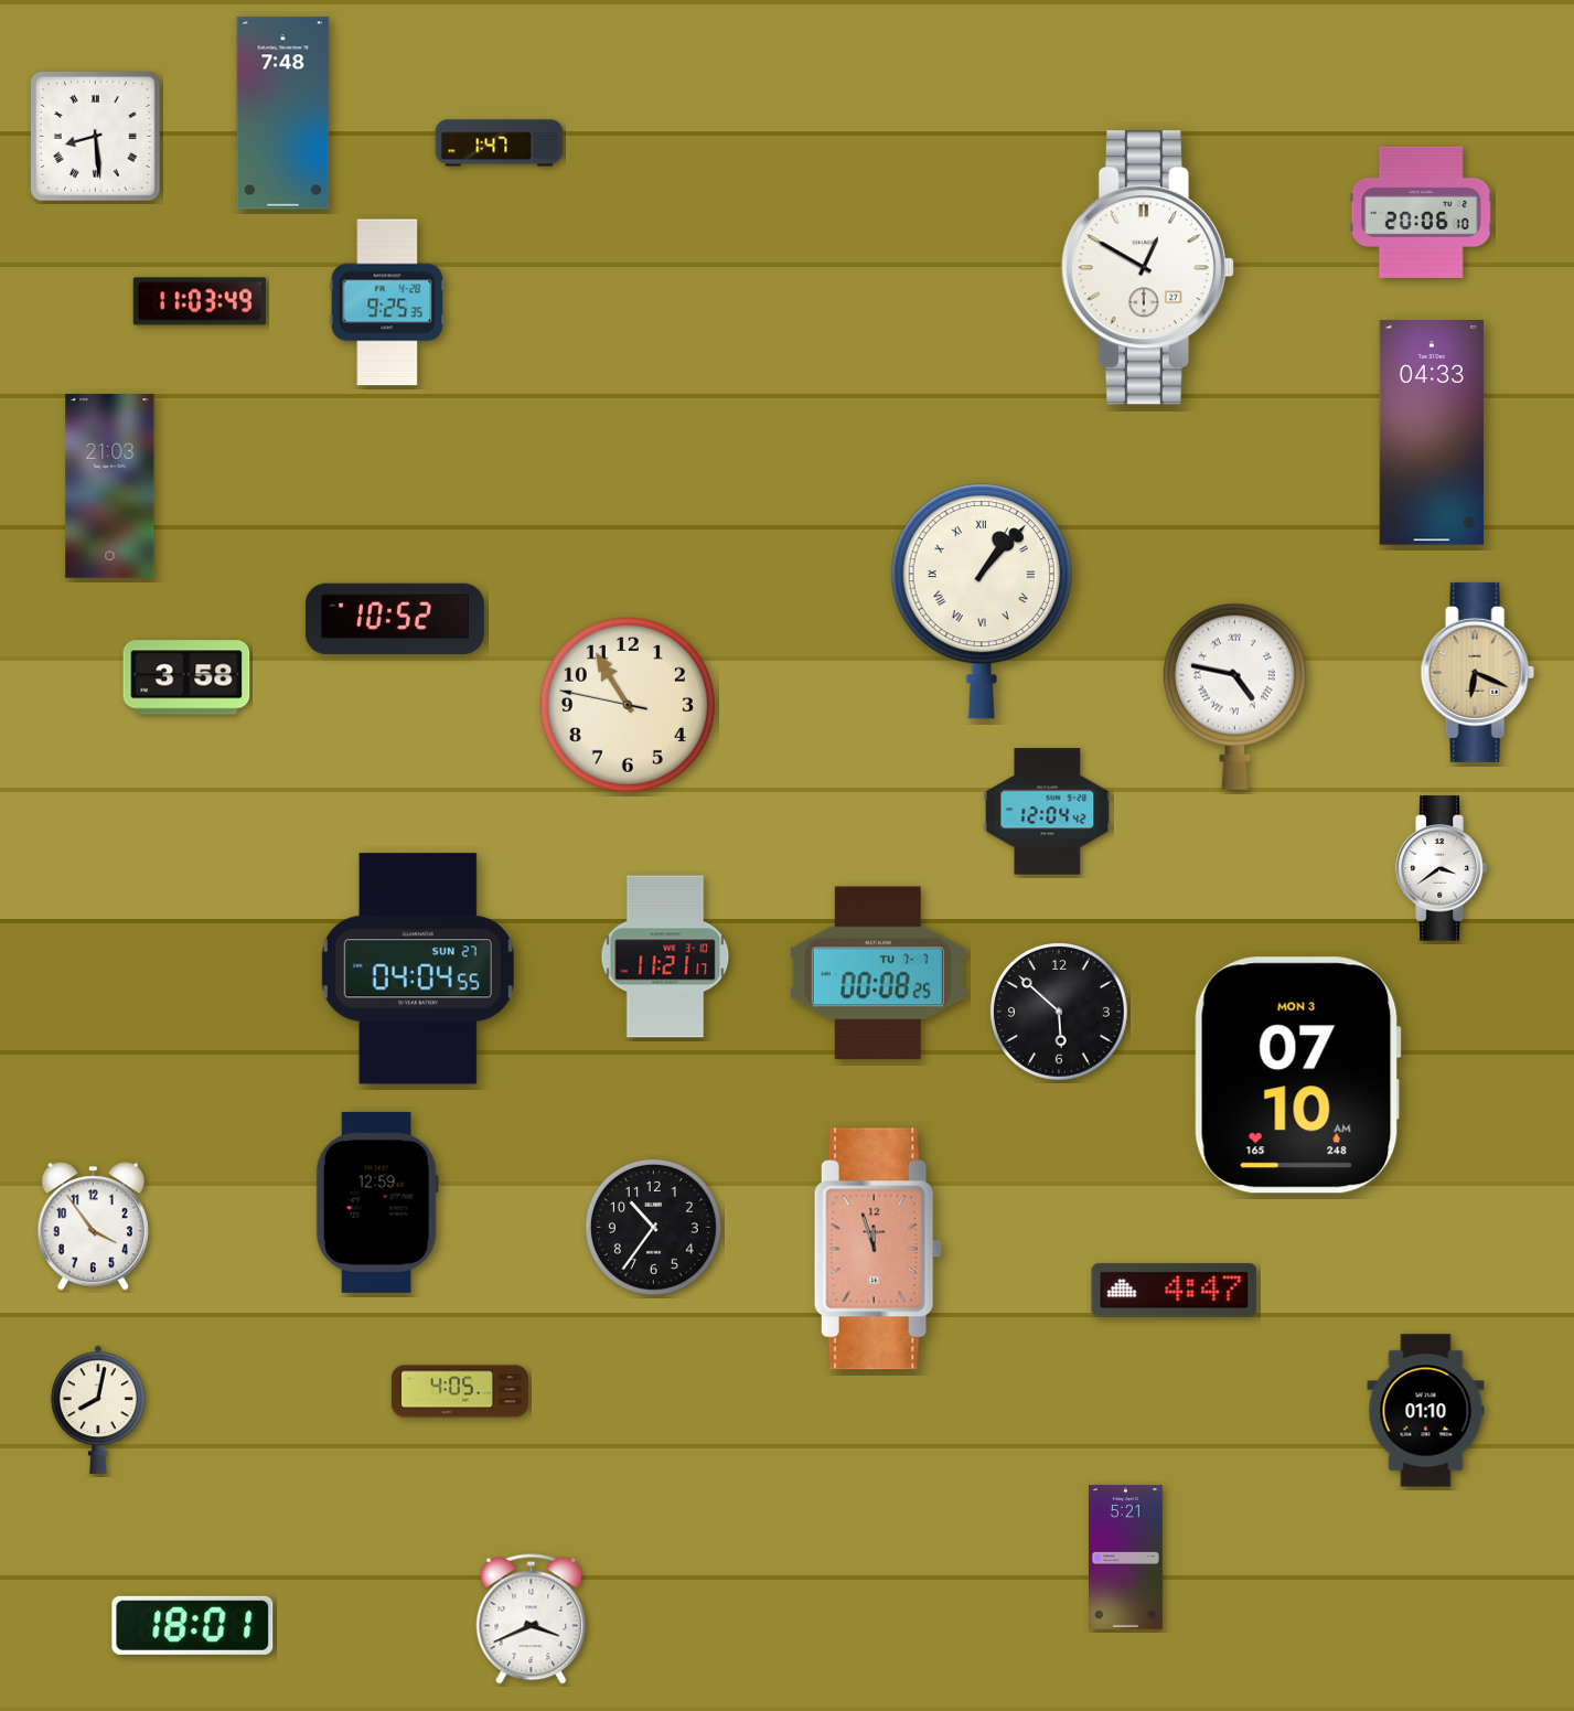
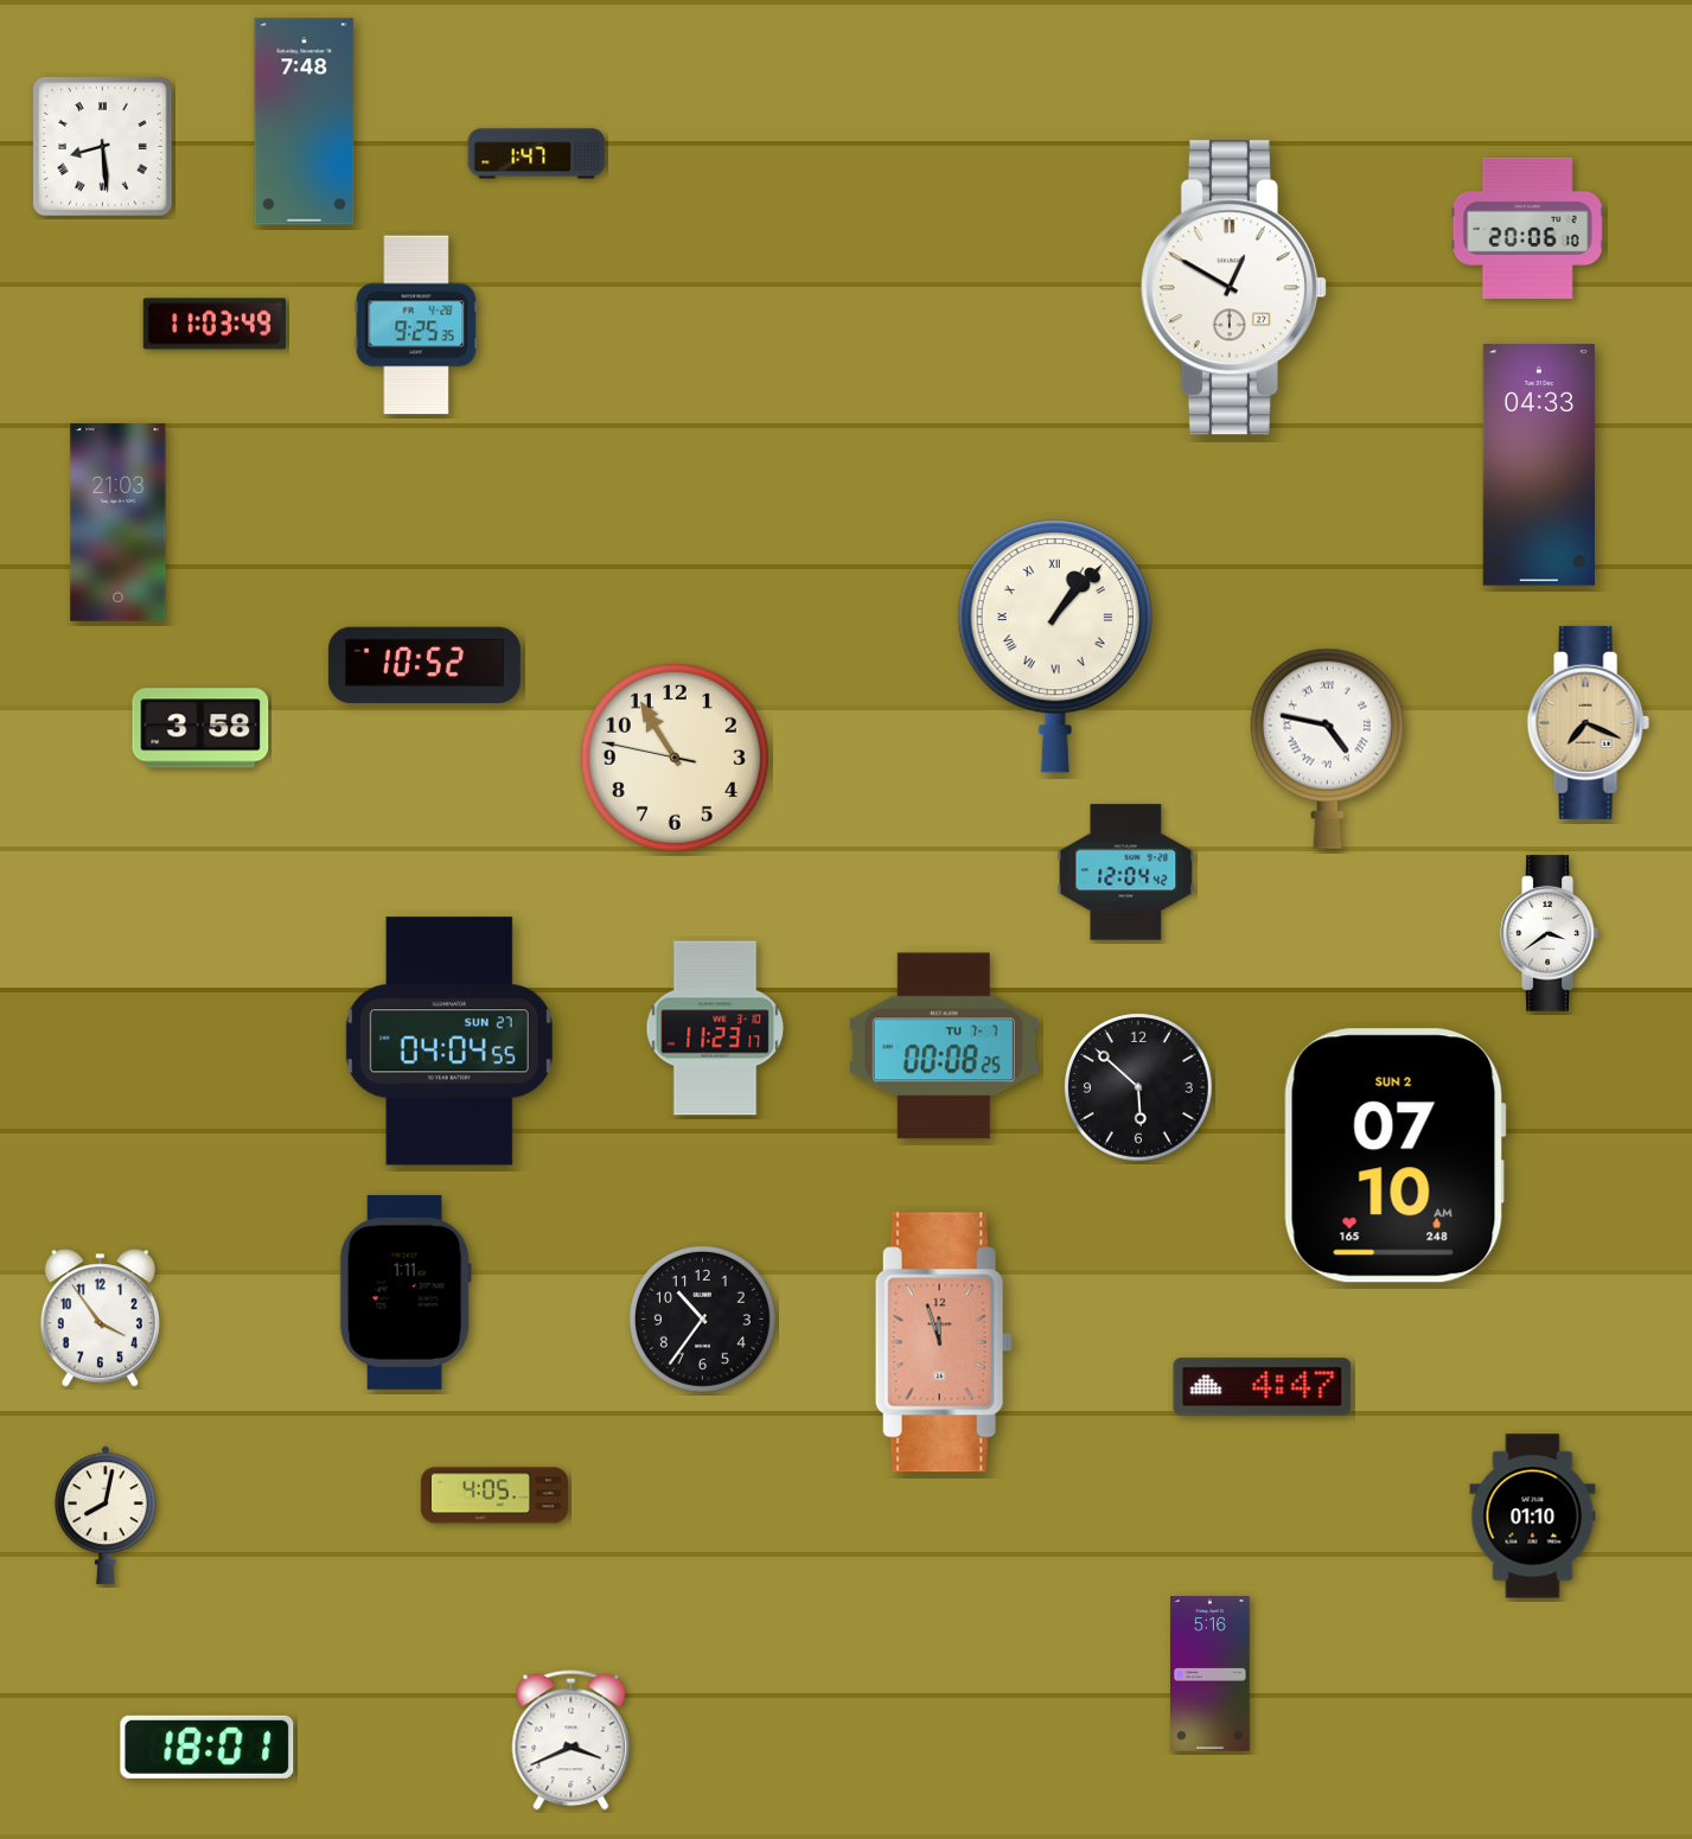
clock at (1477, 672): 6:19 -> 7:19
clock at (665, 956): 11:21 -> 11:23
clock at (1297, 1076) date: MON 3 -> SUN 2
clock at (377, 1202): 12:59 -> 1:11
clock at (1126, 1558): 5:21 -> 5:16
